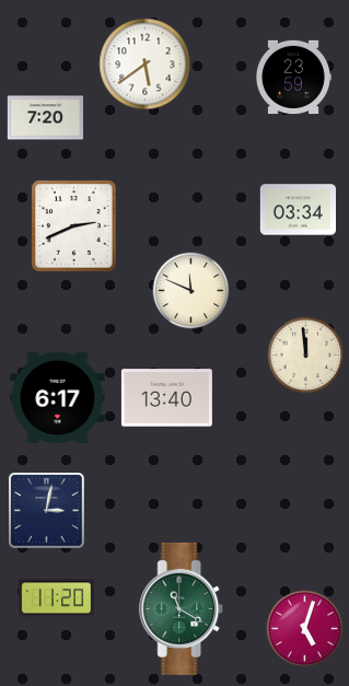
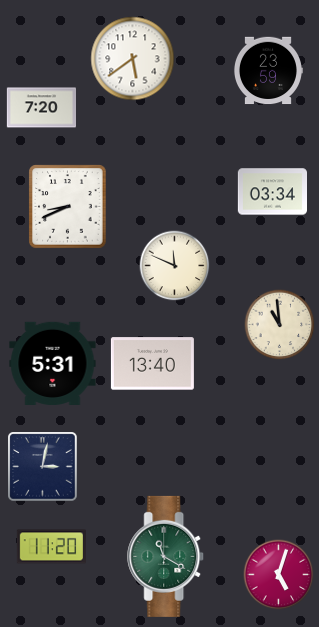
clock at (74, 226): 2:41 -> 8:41
clock at (306, 356): 11:59 -> 10:59
clock at (58, 397): 6:17 -> 5:31
